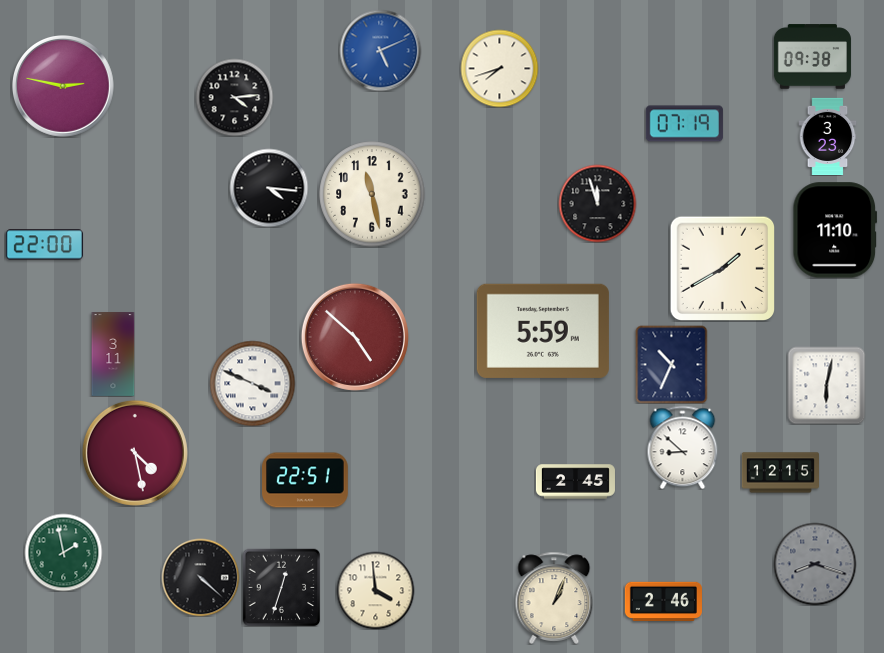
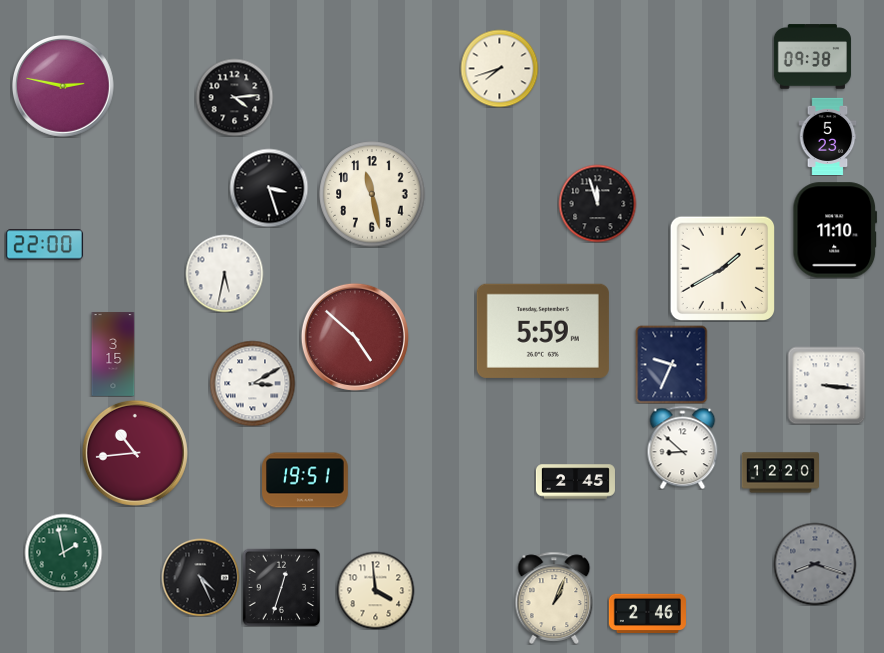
clock at (380, 50): 5:11 -> none
clock at (684, 124): 07:19 -> none
clock at (828, 136): 3:23 -> 5:23
clock at (269, 188): 4:16 -> 3:27
clock at (224, 273): none -> 5:32
clock at (113, 355): 3:11 -> 3:15
clock at (672, 364): 10:34 -> 9:34
clock at (252, 383): 3:49 -> 3:10
clock at (826, 385): 6:02 -> 3:16
clock at (135, 453): 4:28 -> 10:44
clock at (780, 473): 12:15 -> 12:20
clock at (306, 480): 22:51 -> 19:51
clock at (200, 577): 4:22 -> 4:26
clock at (663, 602) position: (663, 602) -> (647, 614)
